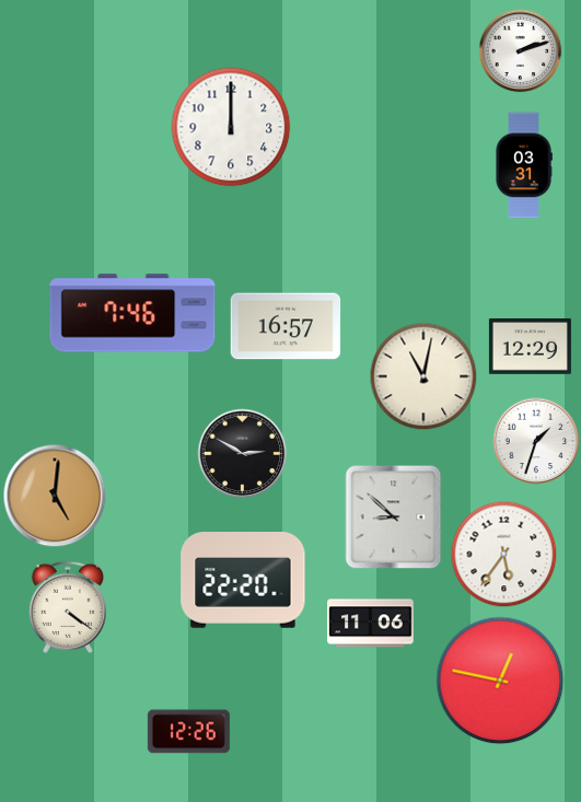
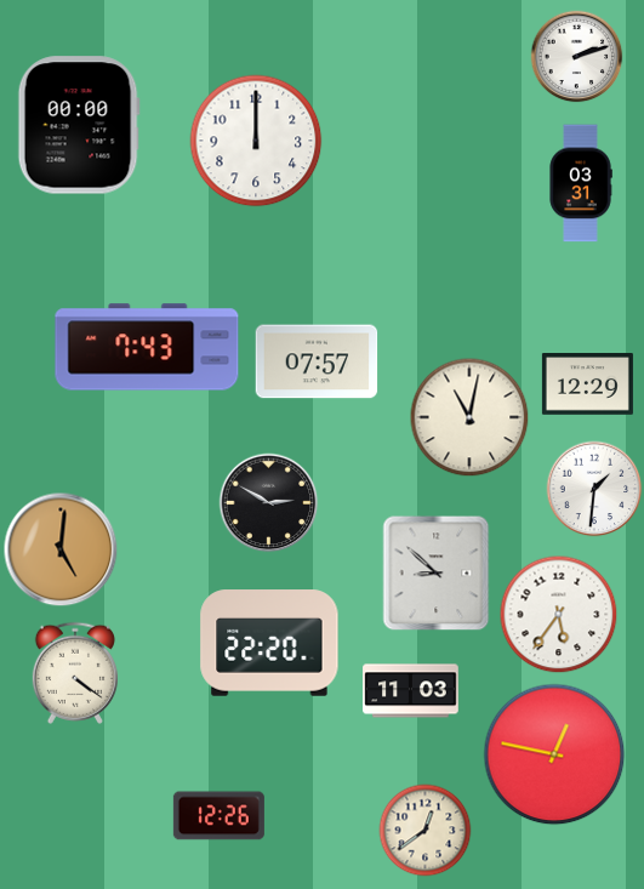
clock at (79, 125): none -> 00:00
clock at (132, 313): 7:46 -> 7:43
clock at (286, 326): 16:57 -> 07:57
clock at (536, 441): 1:33 -> 1:31
clock at (371, 624): 11:06 -> 11:03
clock at (188, 732) position: (188, 732) -> (218, 816)
clock at (426, 831): none -> 12:39
